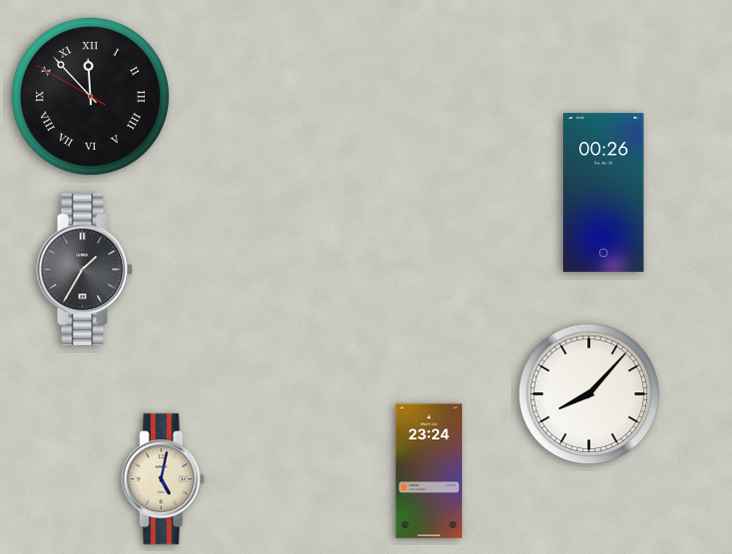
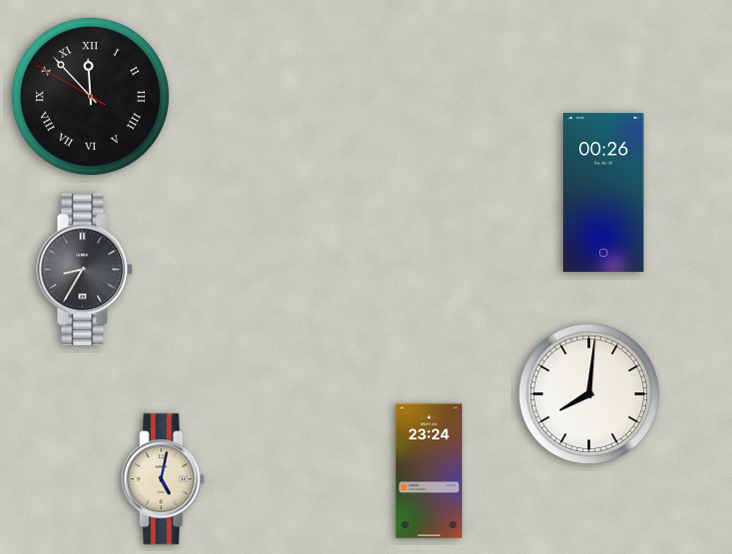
clock at (85, 270): 1:35 -> 8:35
clock at (589, 394): 8:07 -> 8:01
